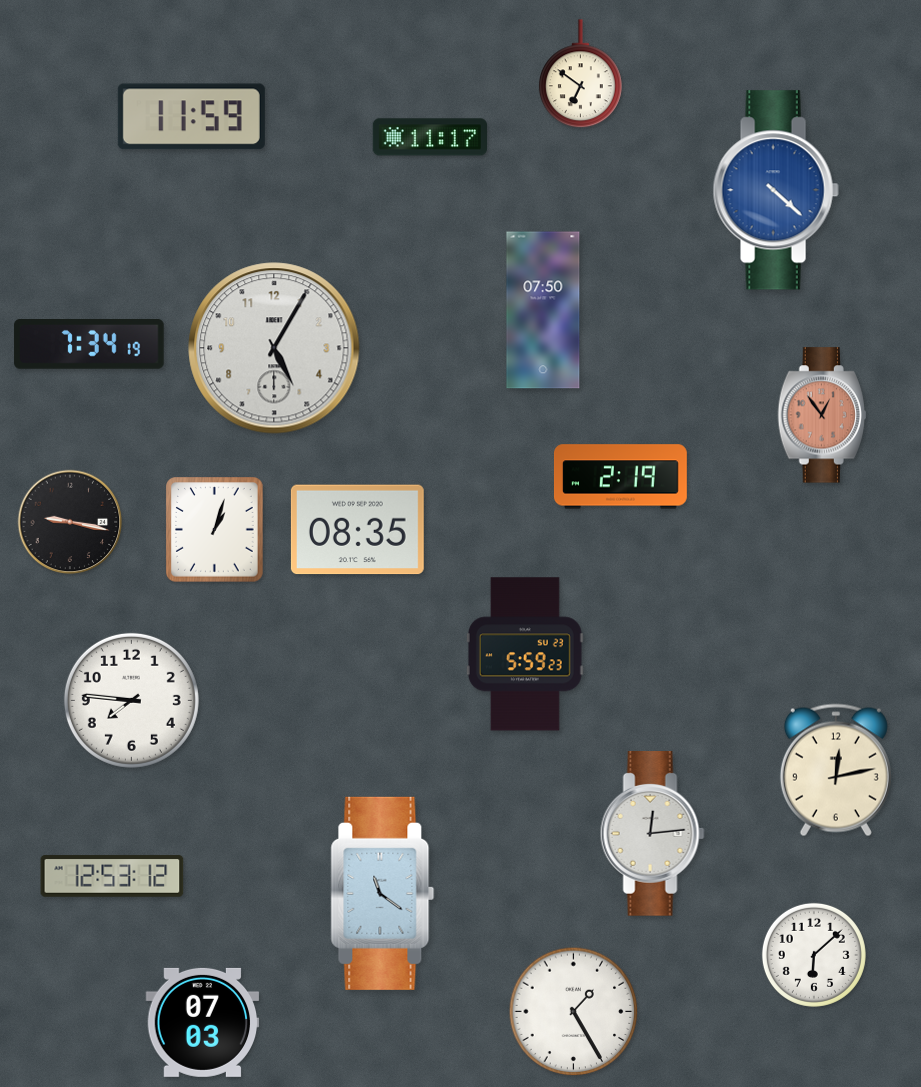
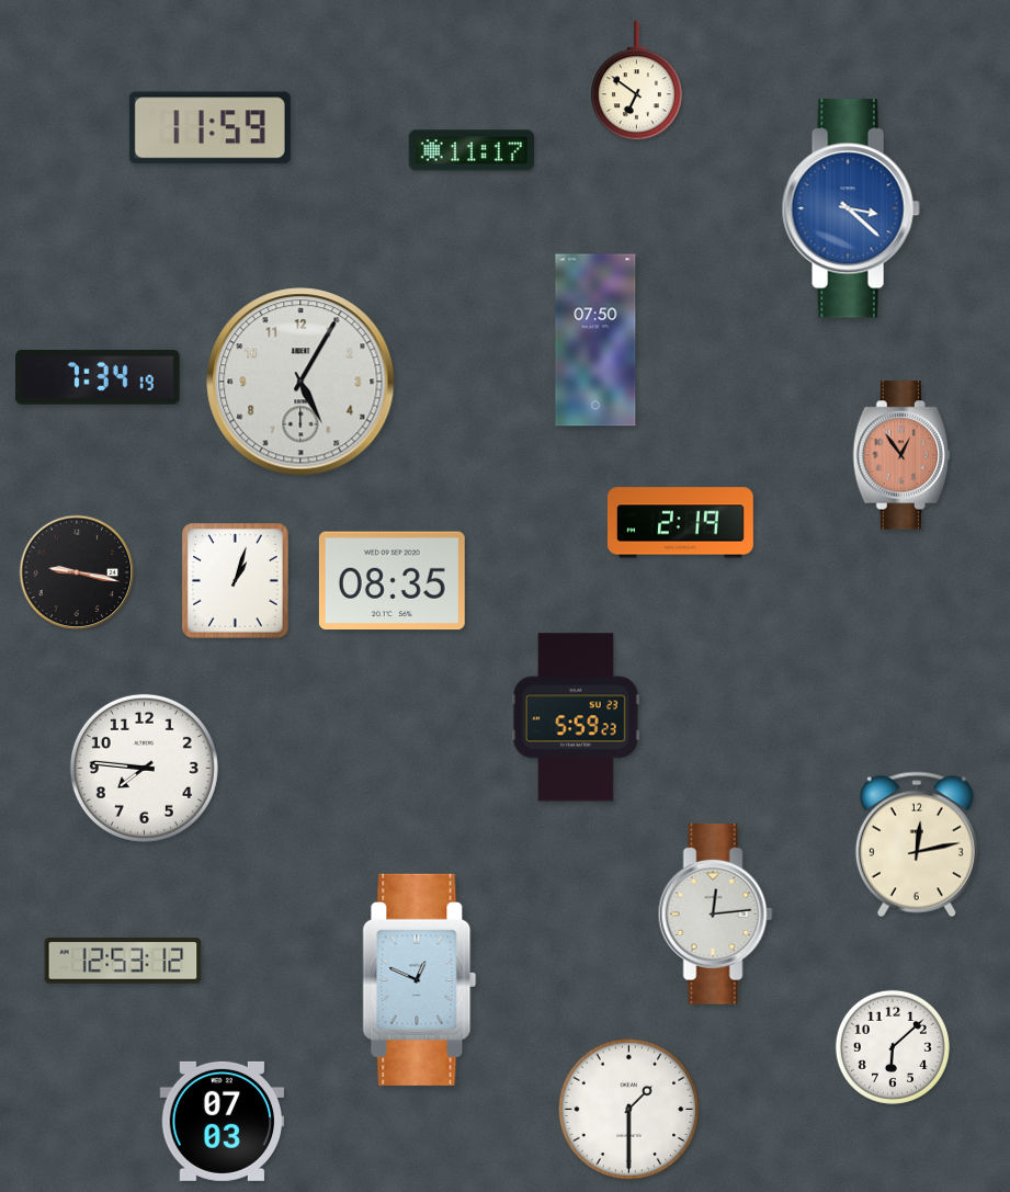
clock at (776, 190): 4:22 -> 3:22
clock at (383, 893): 11:21 -> 12:49
clock at (574, 1012): 1:25 -> 1:30
